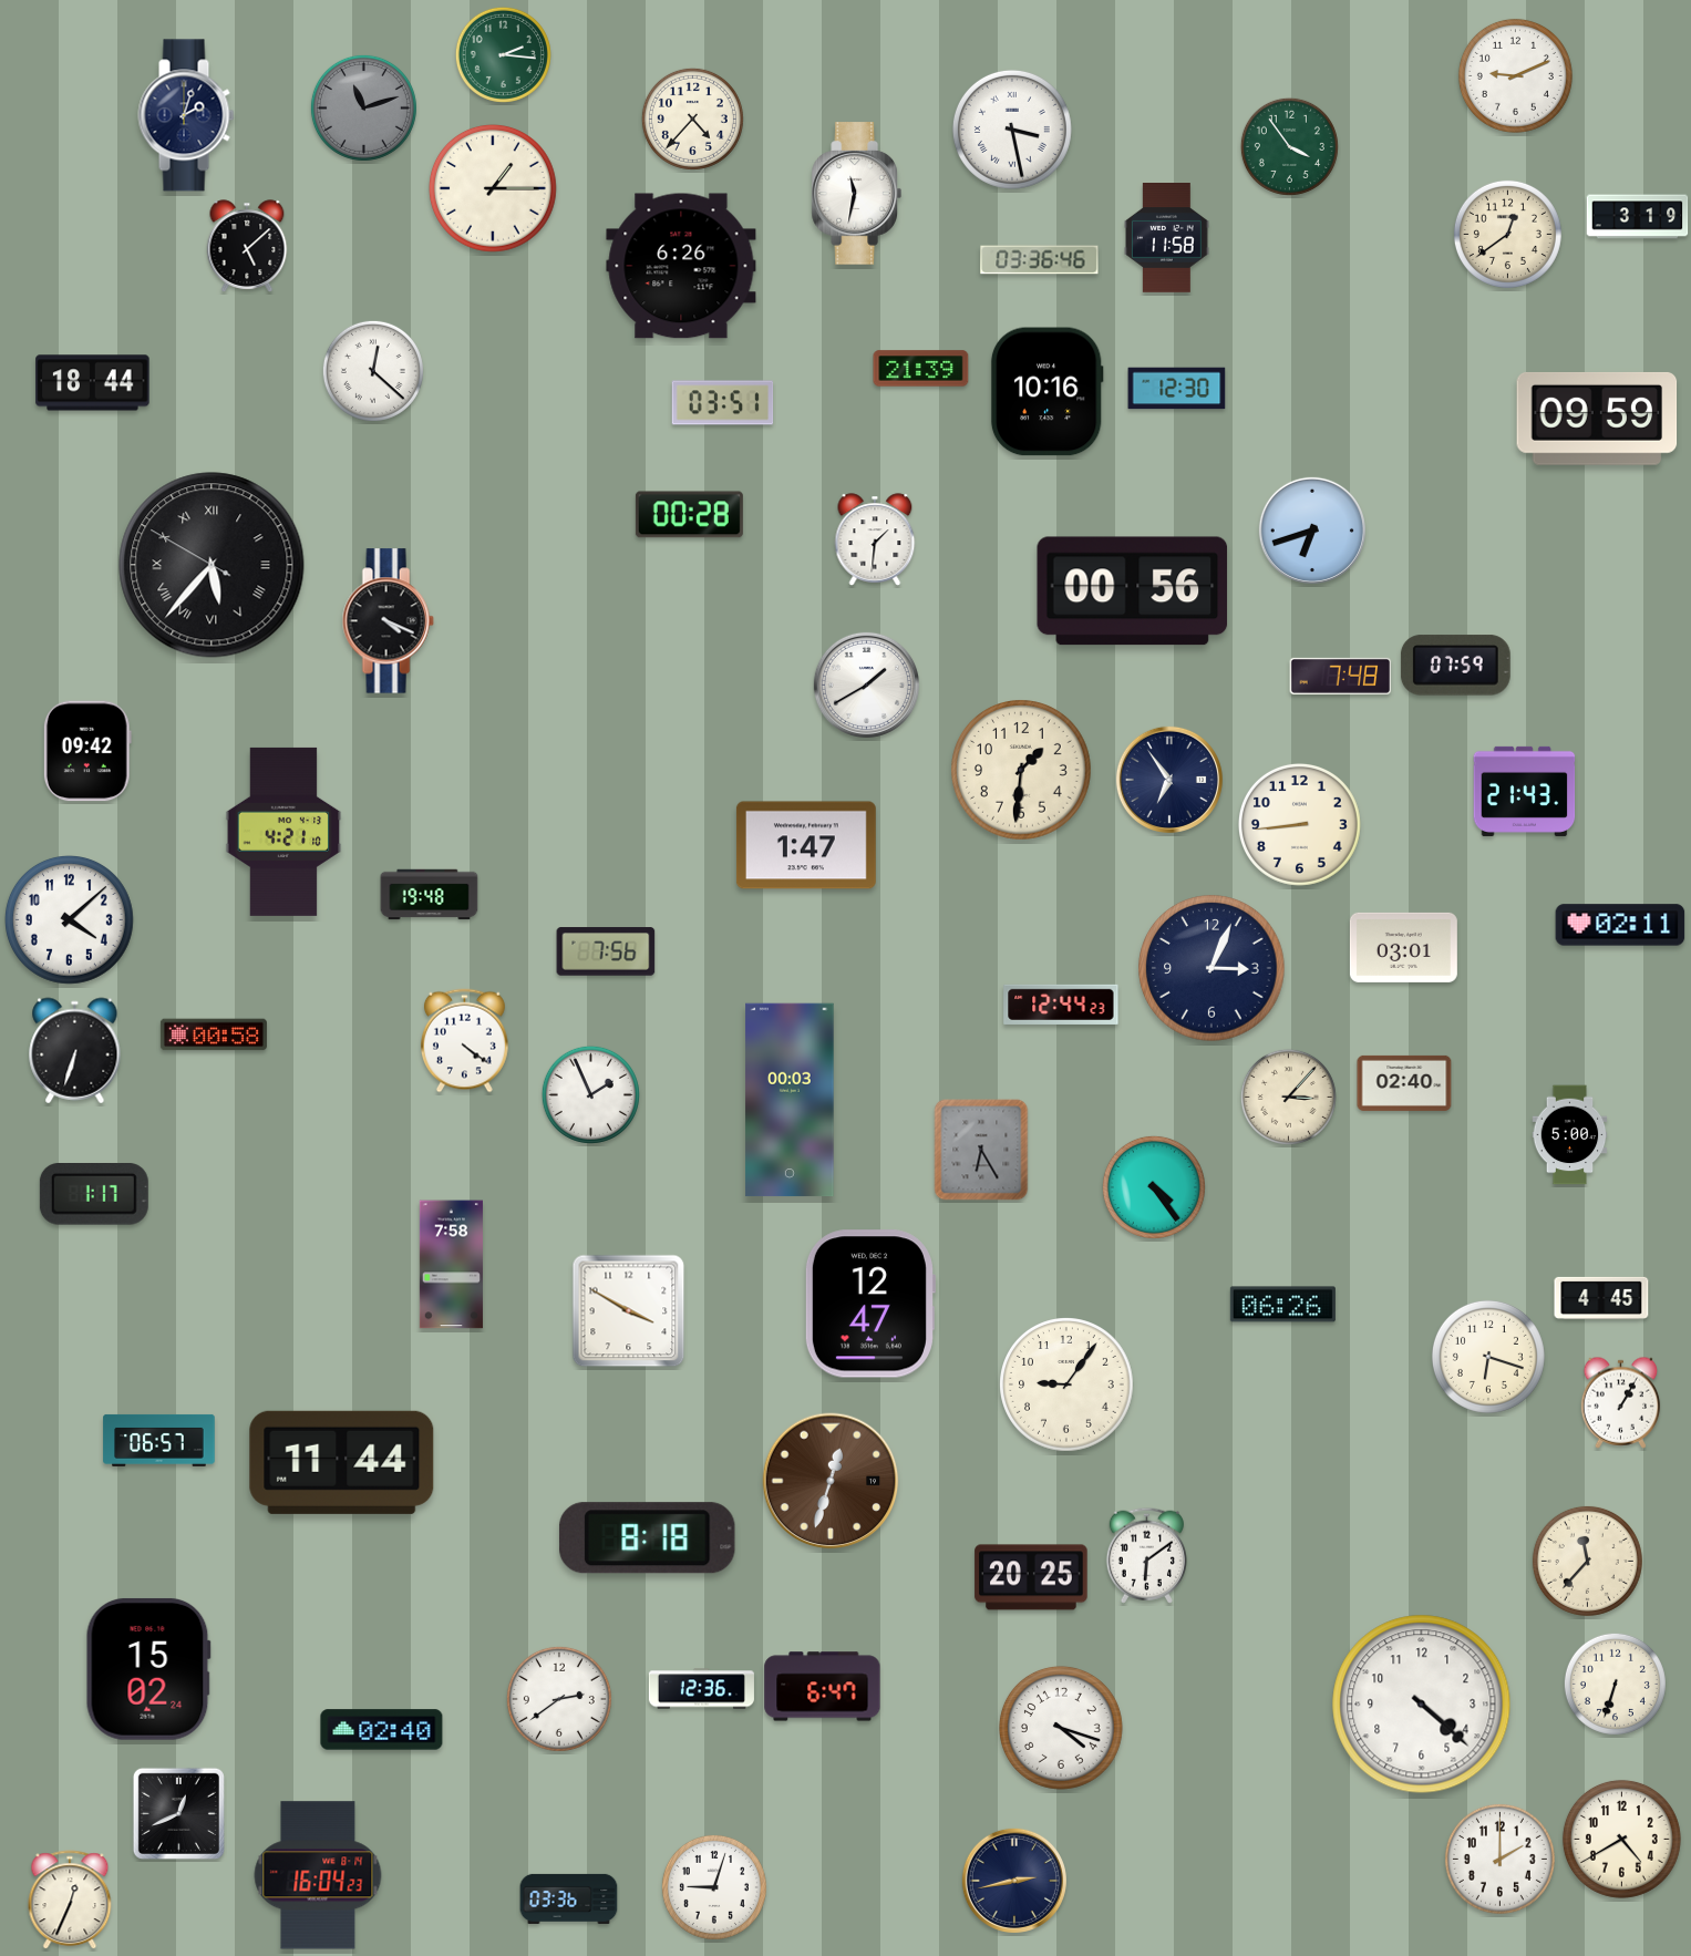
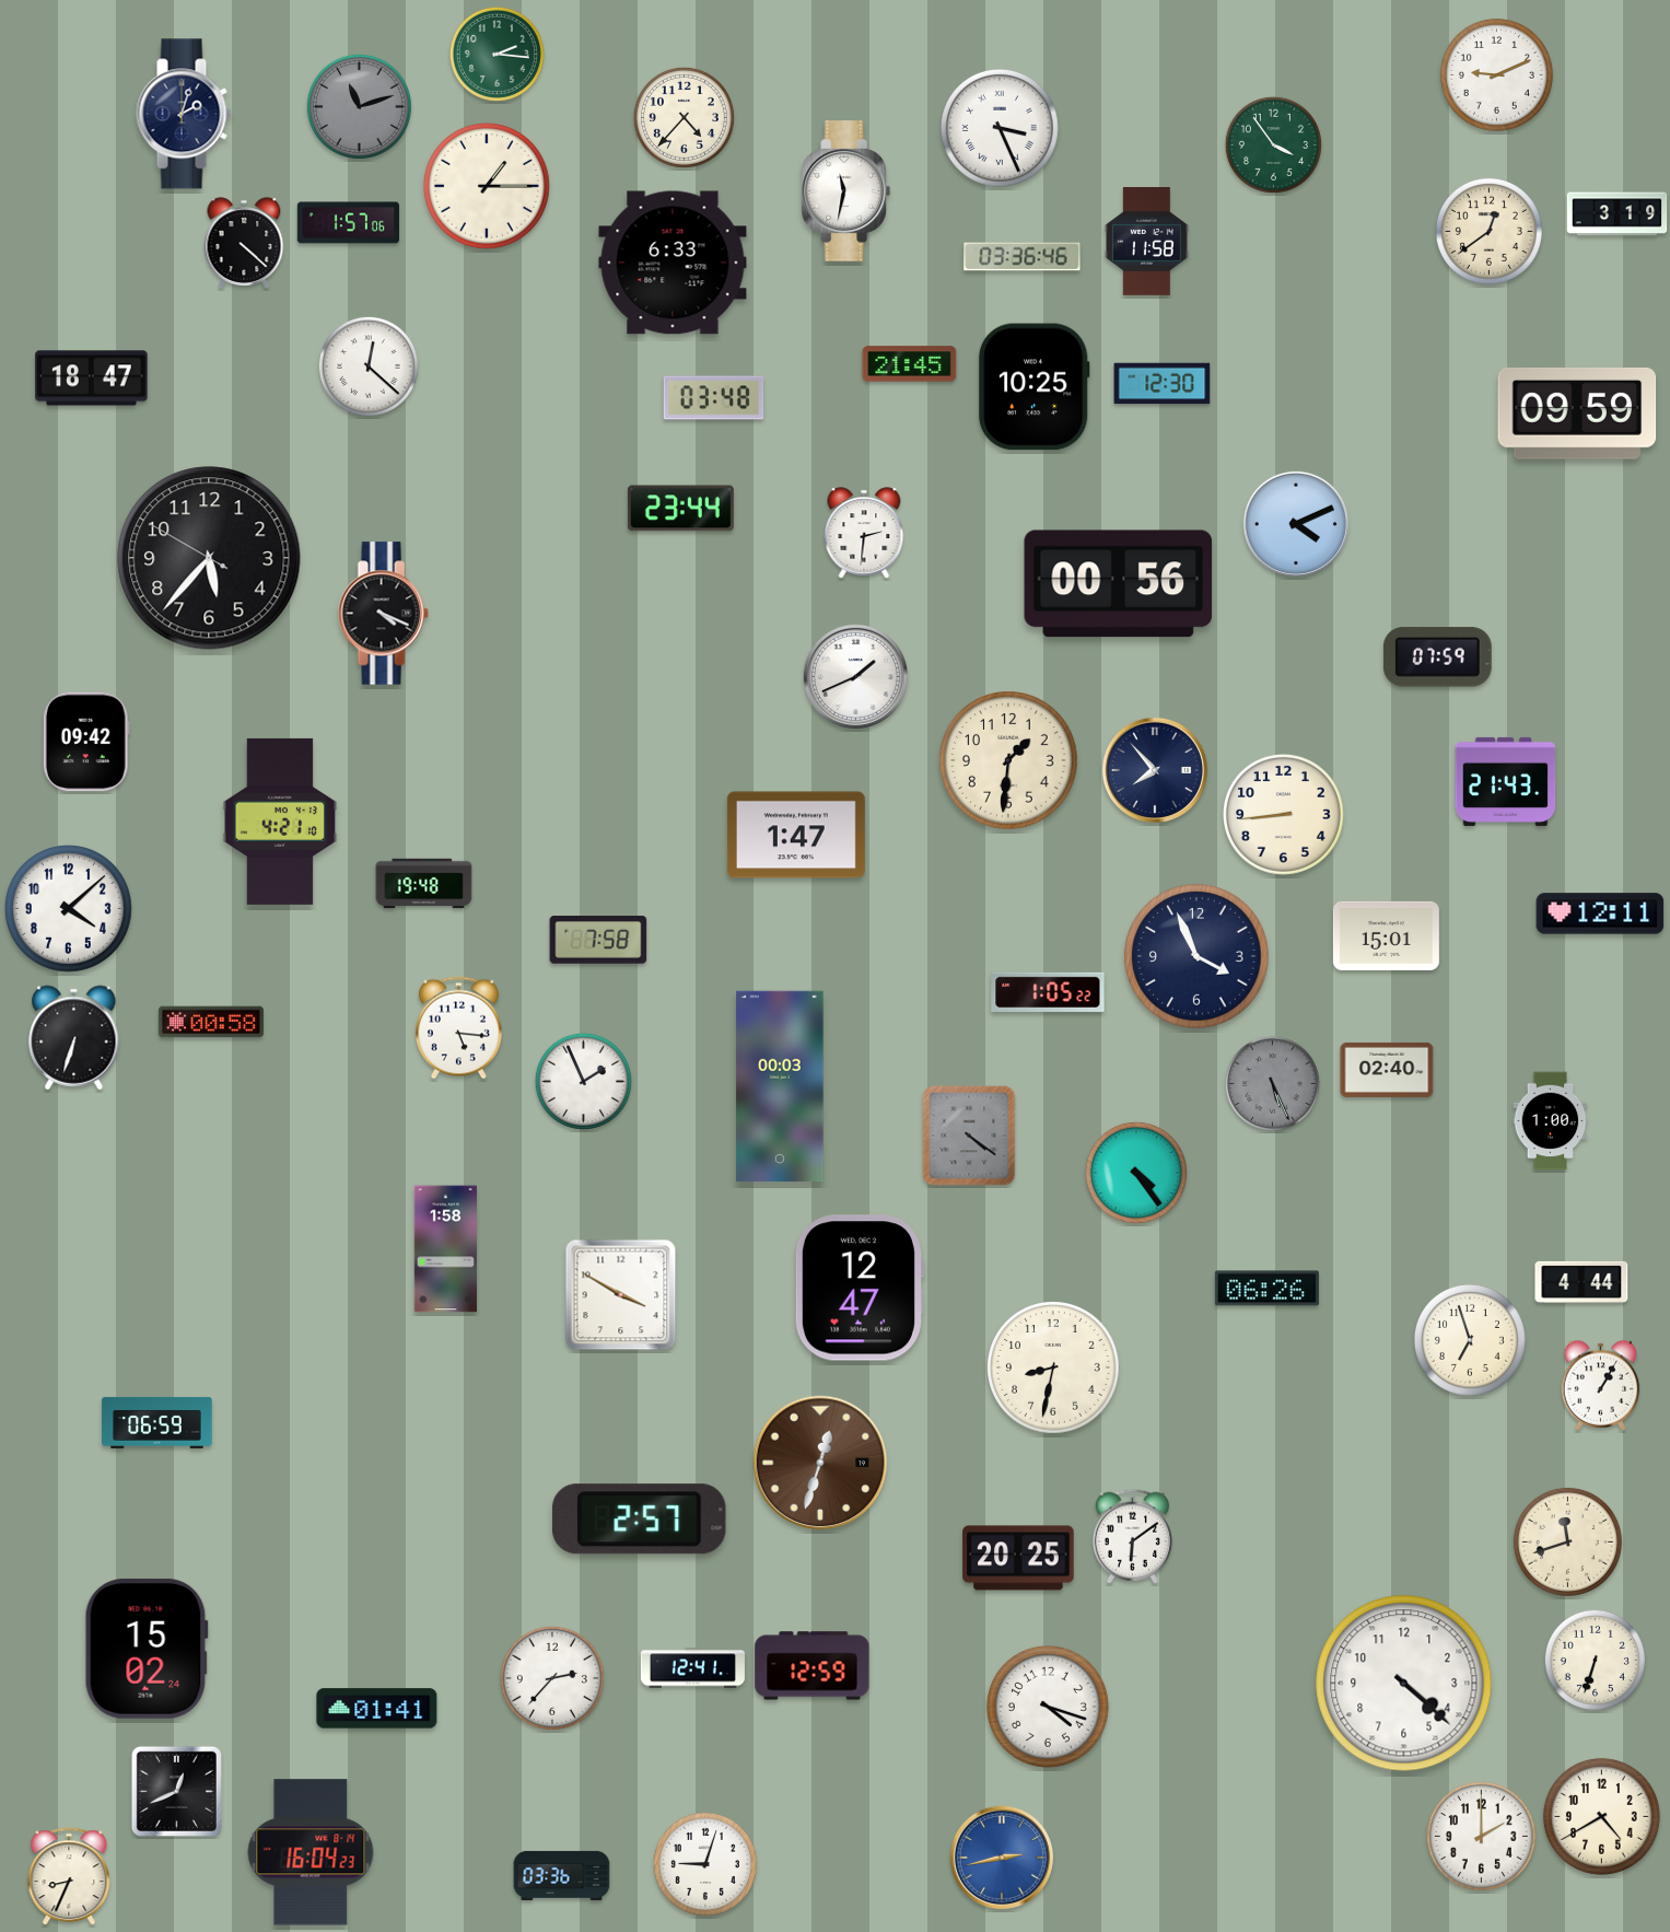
clock at (1012, 130): 3:28 -> 3:26
clock at (348, 223): none -> 1:57
clock at (1167, 238) position: (1167, 238) -> (1147, 242)
clock at (247, 246): 5:08 -> 4:22
clock at (1040, 260) position: (1040, 260) -> (1023, 257)
clock at (681, 266): 6:26 -> 6:33
clock at (921, 369): 21:39 -> 21:45
clock at (93, 383): 18:44 -> 18:47
clock at (1046, 392): 10:16 -> 10:25
clock at (723, 403): 03:51 -> 03:48
clock at (689, 515): 00:28 -> 23:44
clock at (1312, 531): 6:42 -> 4:11
clock at (875, 539): 1:31 -> 2:31
clock at (212, 565) numerals: Roman -> Arabic
clock at (1341, 676): 7:48 -> none
clock at (866, 684): 1:40 -> 1:41
clock at (1169, 780): 6:54 -> 7:53
clock at (1620, 925): 02:11 -> 12:11
clock at (1403, 947): 03:01 -> 15:01
clock at (606, 951): 7:56 -> 7:58
clock at (1211, 968): 3:04 -> 3:56
clock at (1061, 1005): 12:44 -> 1:05
clock at (464, 1041): 4:21 -> 5:16
clock at (1288, 1097): 3:07 -> 5:26
clock at (1288, 1097) dial: cream -> grey
clock at (1570, 1135): 5:00 -> 1:00
clock at (981, 1150): 6:25 -> 4:21
clock at (1154, 1187) position: (1154, 1187) -> (1136, 1173)
clock at (94, 1195): 1:17 -> none
clock at (451, 1265): 7:58 -> 1:58
clock at (1601, 1298): 4:45 -> 4:44
clock at (1488, 1357): 6:18 -> 6:57
clock at (1068, 1386): 9:06 -> 8:32
clock at (159, 1440): 06:57 -> 06:59
clock at (342, 1462): 11:44 -> none
clock at (647, 1538): 8:18 -> 2:57
clock at (1587, 1561): 11:37 -> 11:42
clock at (1615, 1684) position: (1615, 1684) -> (1595, 1660)
clock at (823, 1687): 6:47 -> 12:59
clock at (701, 1689): 12:36 -> 12:41
clock at (559, 1699): 2:39 -> 2:37
clock at (382, 1730): 02:40 -> 01:41
clock at (318, 1875) position: (318, 1875) -> (311, 1852)
clock at (1014, 1881) dial: navy -> blue
clock at (70, 1901): 12:34 -> 8:34
